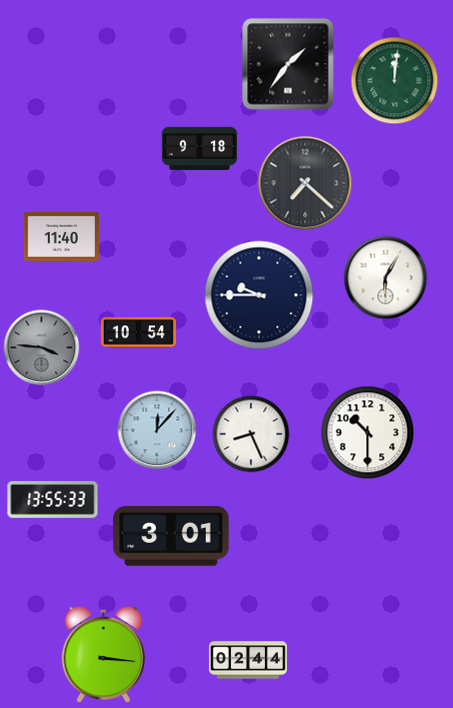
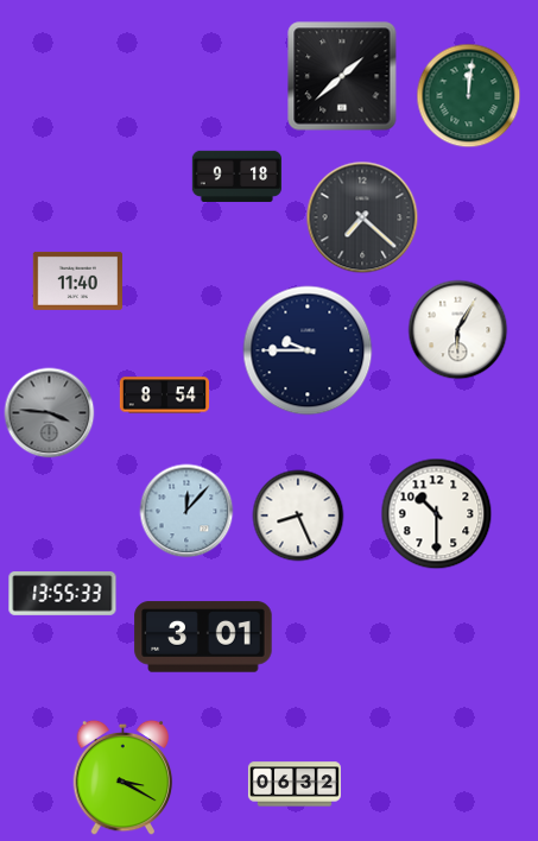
clock at (288, 64): 1:36 -> 1:38
clock at (61, 236) position: (61, 236) -> (77, 280)
clock at (138, 333): 10:54 -> 8:54
clock at (104, 655): 3:16 -> 3:20
clock at (248, 660): 02:44 -> 06:32
